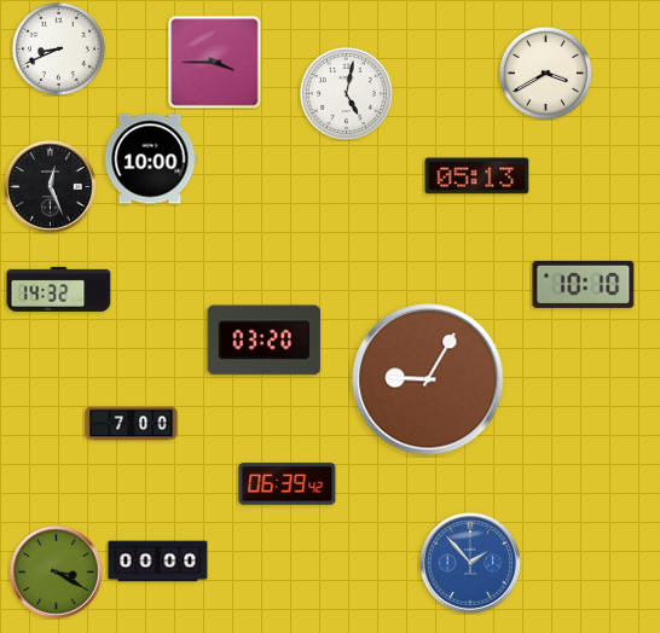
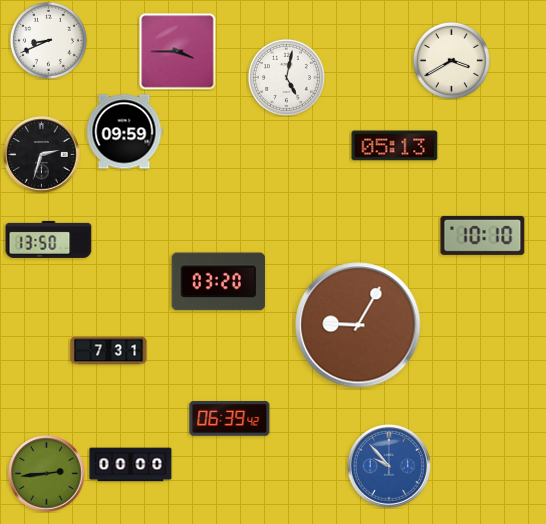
clock at (150, 159): 10:00 -> 09:59
clock at (51, 187): 12:26 -> 2:33
clock at (59, 289): 14:32 -> 13:50
clock at (428, 379) position: (428, 379) -> (358, 325)
clock at (132, 424): 7:00 -> 7:31
clock at (288, 484) position: (288, 484) -> (230, 419)
clock at (470, 563): 1:53 -> 9:53
clock at (57, 573): 3:20 -> 2:44
